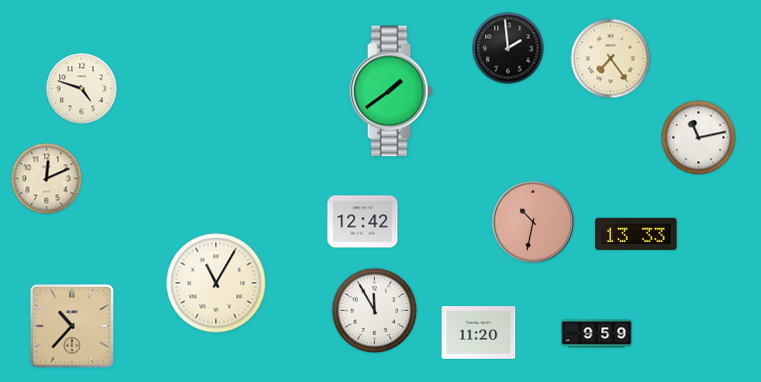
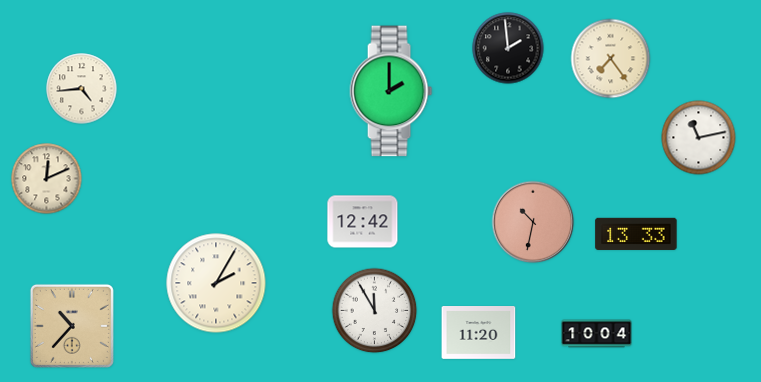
clock at (82, 89): 4:48 -> 4:44
clock at (391, 91): 1:39 -> 2:00
clock at (216, 283): 11:05 -> 2:05
clock at (597, 334): 9:59 -> 10:04
